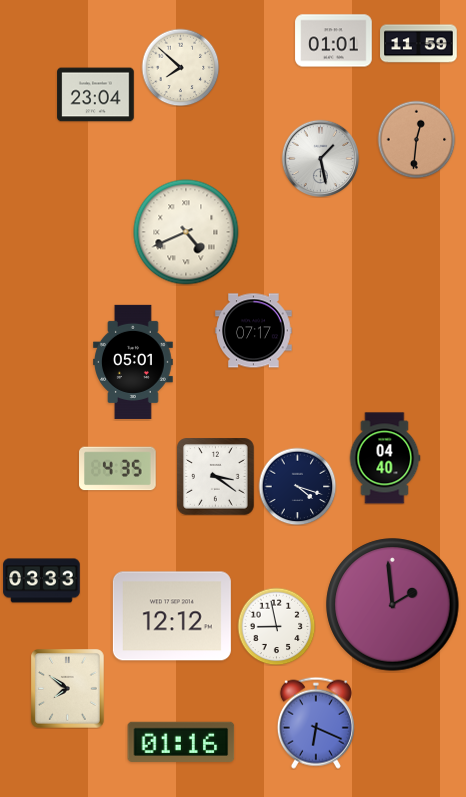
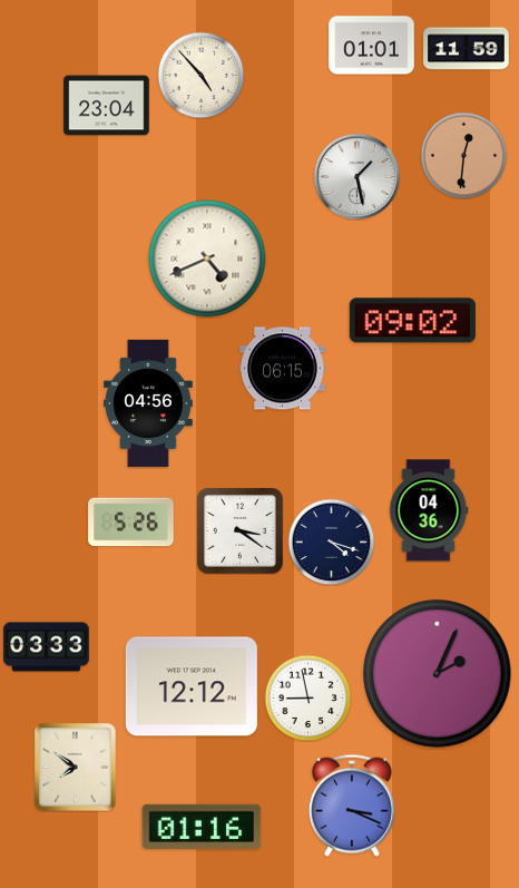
clock at (180, 67): 7:52 -> 4:53
clock at (412, 321): none -> 09:02
clock at (254, 331): 07:17 -> 06:15
clock at (134, 362): 05:01 -> 04:56
clock at (385, 458): 04:40 -> 04:36
clock at (118, 469): 4:35 -> 5:26
clock at (393, 605): 1:59 -> 2:04
clock at (316, 723): 6:19 -> 3:19
